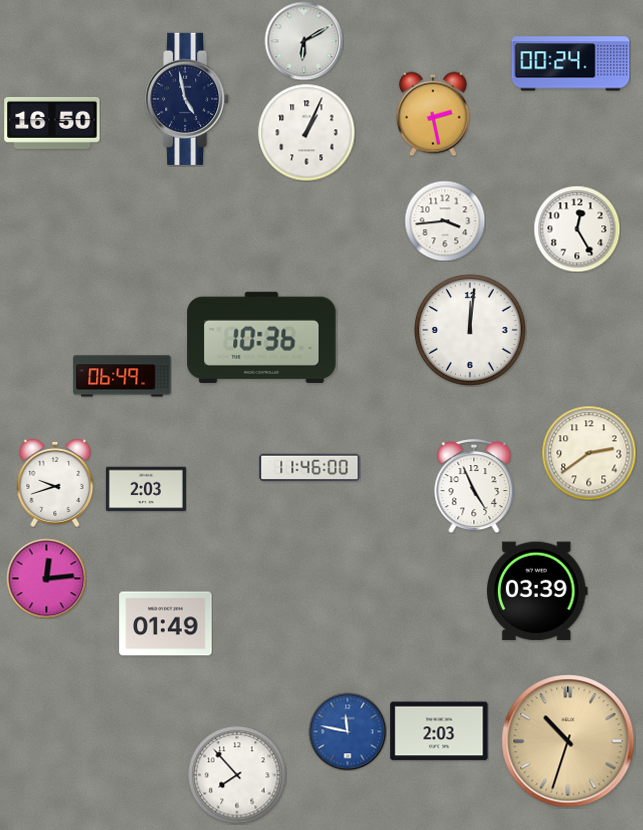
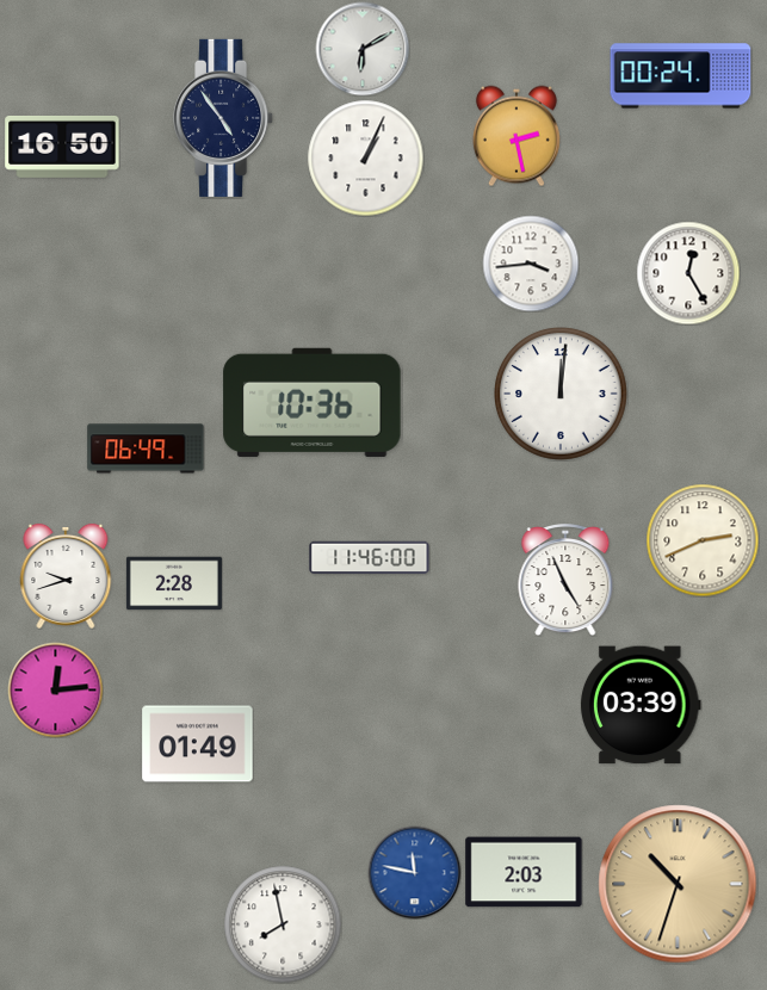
clock at (188, 99): 4:58 -> 4:54
clock at (589, 453): 2:39 -> 2:41
clock at (146, 489): 2:03 -> 2:28
clock at (237, 775): 7:53 -> 7:58
